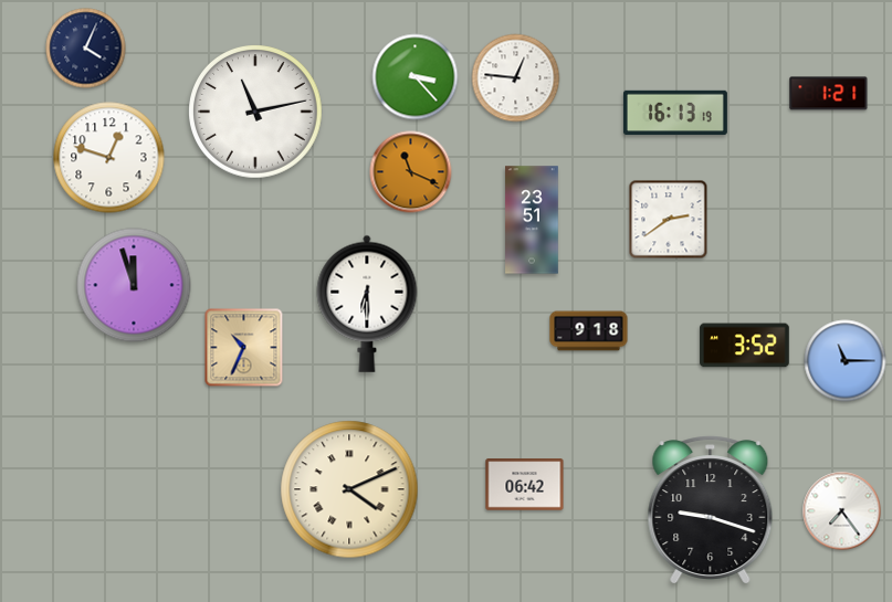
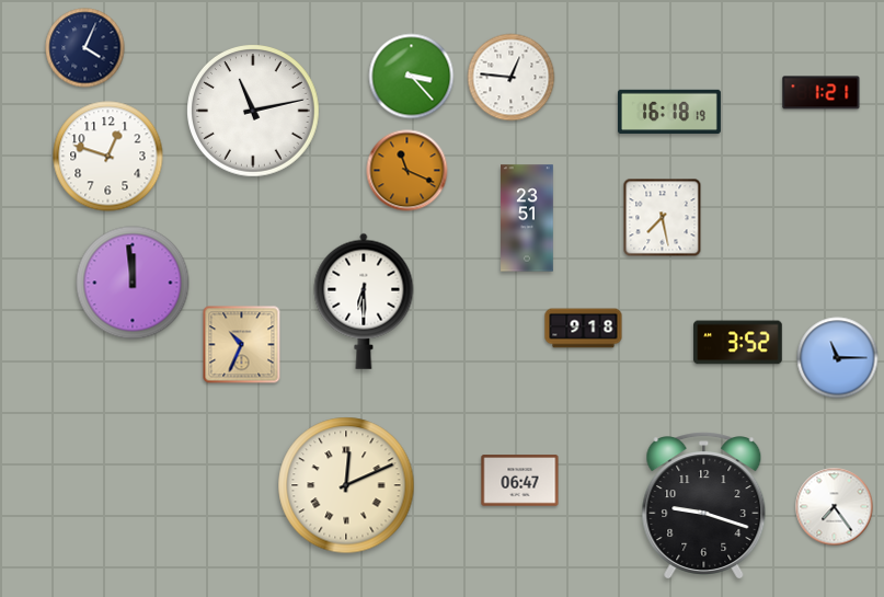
clock at (675, 113): 16:13 -> 16:18
clock at (669, 220): 2:39 -> 7:28
clock at (134, 285): 11:57 -> 11:59
clock at (525, 485): 06:42 -> 06:47
clock at (349, 489): 4:11 -> 12:11
